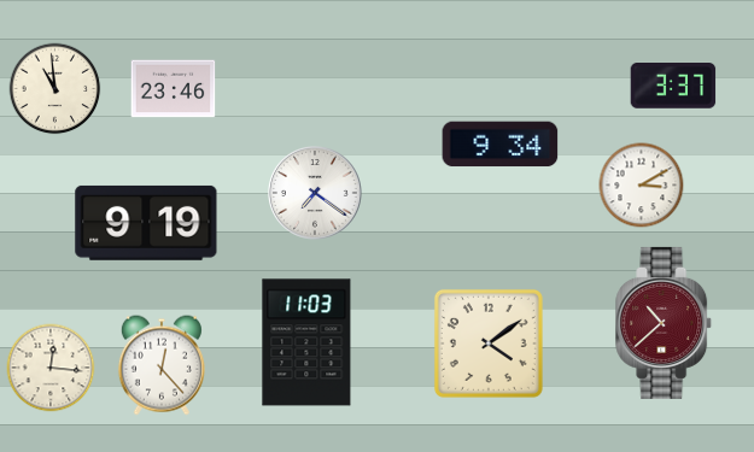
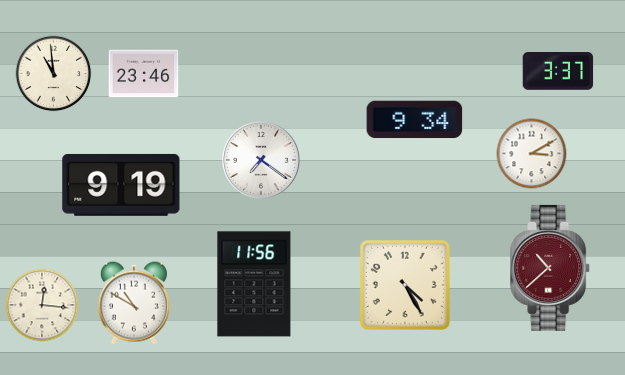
clock at (55, 89) position: (55, 89) -> (54, 74)
clock at (306, 342): 11:03 -> 11:56
clock at (489, 344): 4:09 -> 4:25
clock at (162, 365): 12:23 -> 10:50
